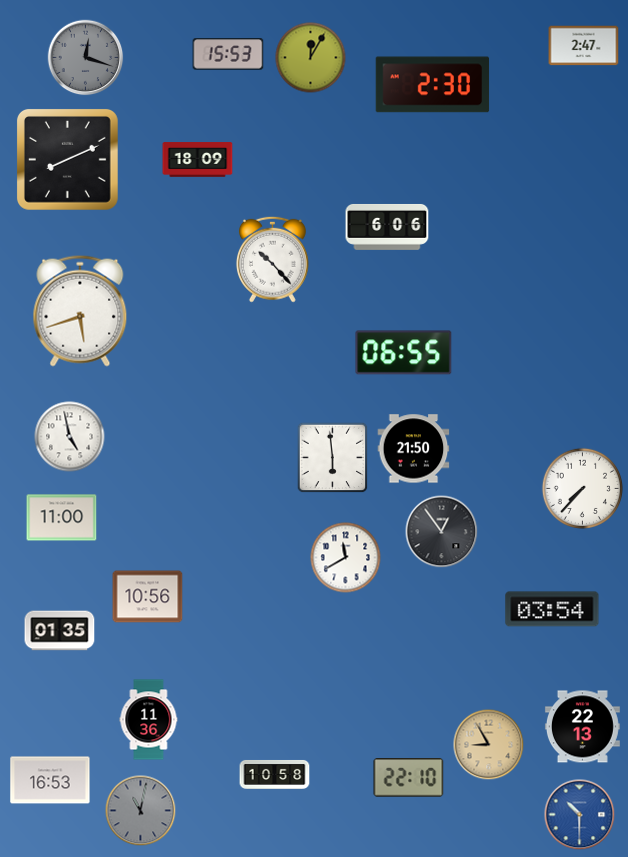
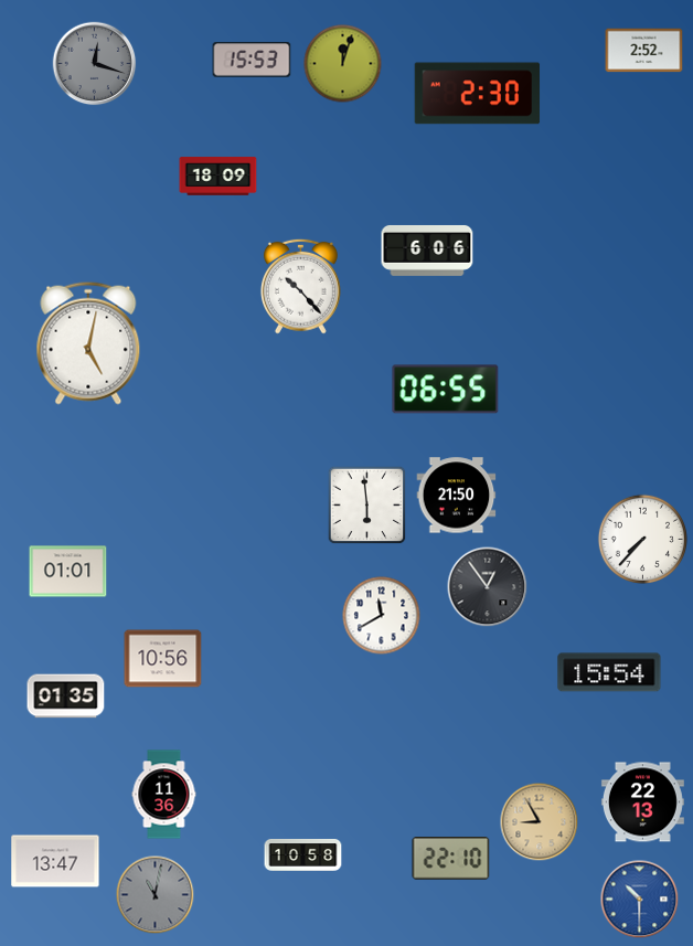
clock at (584, 46): 2:47 -> 2:52
clock at (311, 58): 12:05 -> 12:03
clock at (67, 159): 8:11 -> none
clock at (80, 311): 5:42 -> 5:02
clock at (70, 437): 4:58 -> none
clock at (62, 518): 11:00 -> 01:01
clock at (552, 609): 03:54 -> 15:54
clock at (50, 780): 16:53 -> 13:47
